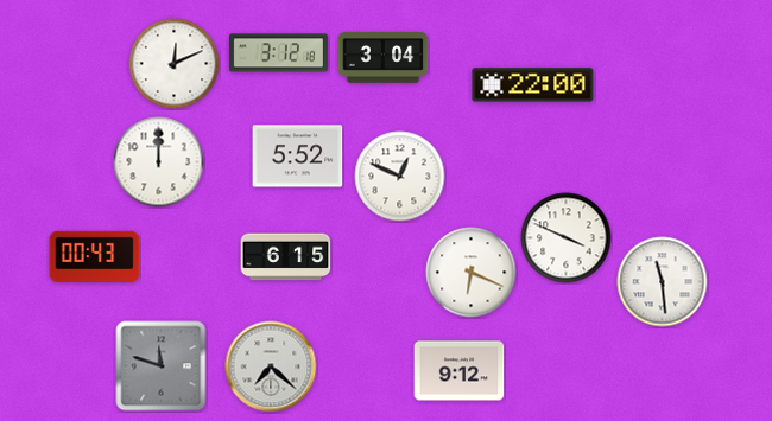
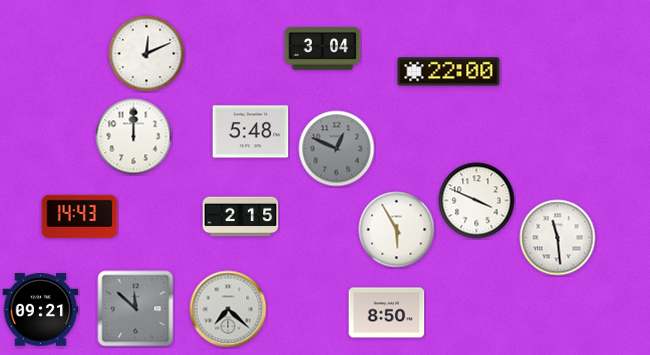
clock at (278, 53): 3:12 -> none
clock at (298, 157): 5:52 -> 5:48
clock at (400, 177) dial: white -> grey
clock at (95, 256): 00:43 -> 14:43
clock at (286, 257): 6:15 -> 2:15
clock at (472, 273): 6:19 -> 5:55
clock at (162, 366): 11:48 -> 11:52
clock at (41, 310): none -> 09:21
clock at (460, 371): 9:12 -> 8:50
